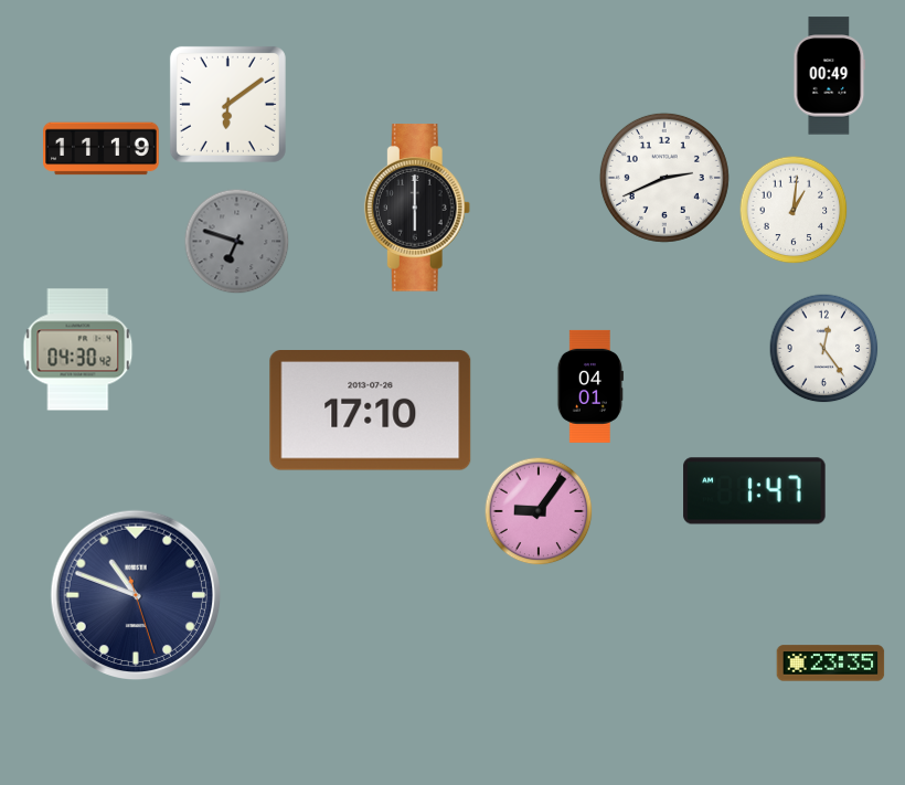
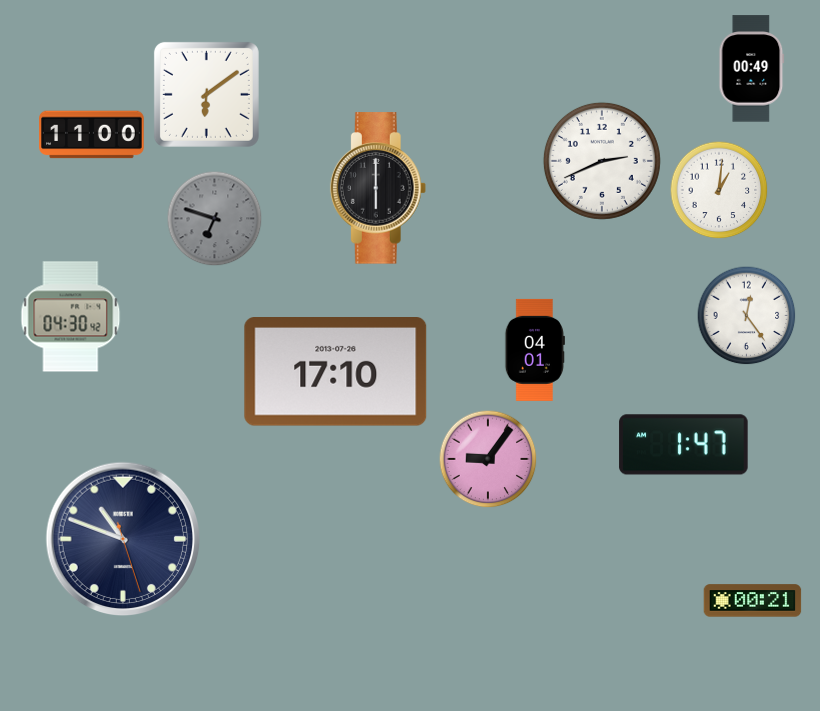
clock at (102, 149): 11:19 -> 11:00
clock at (539, 511) position: (539, 511) -> (488, 459)
clock at (831, 664): 23:35 -> 00:21
